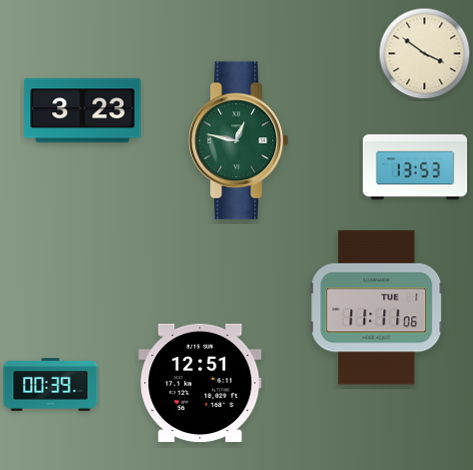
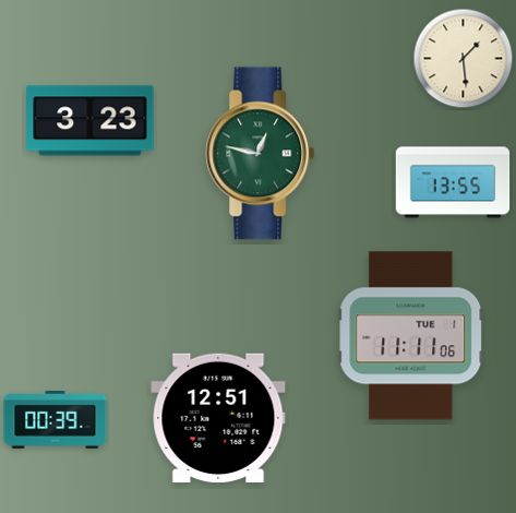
clock at (425, 54): 3:51 -> 1:29
clock at (415, 167): 13:53 -> 13:55
